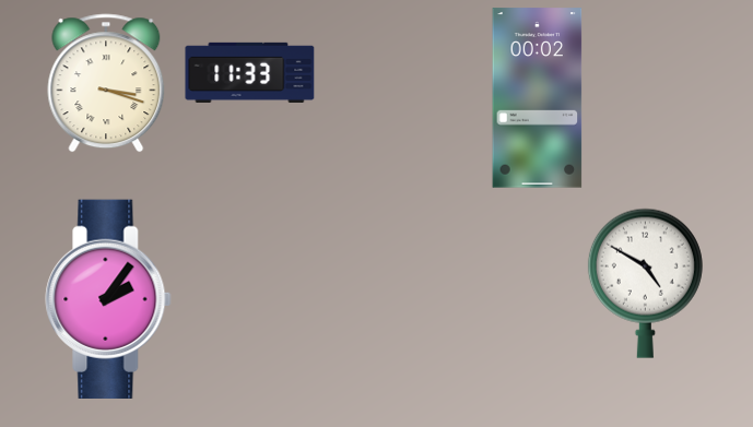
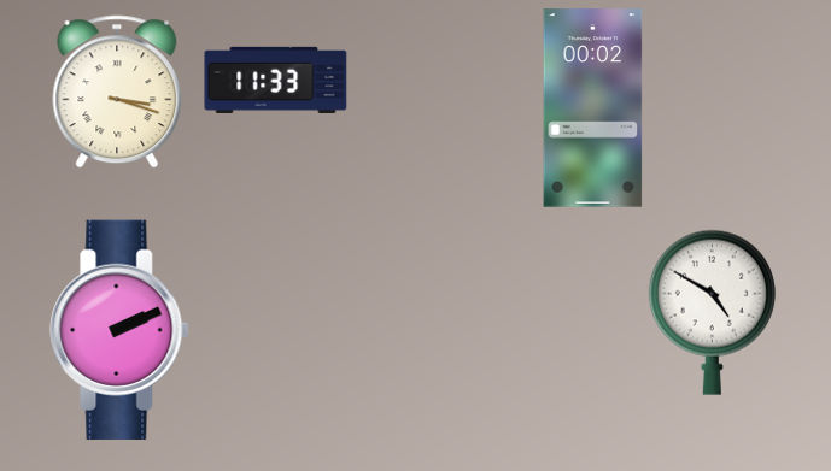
clock at (108, 299): 2:06 -> 2:11
